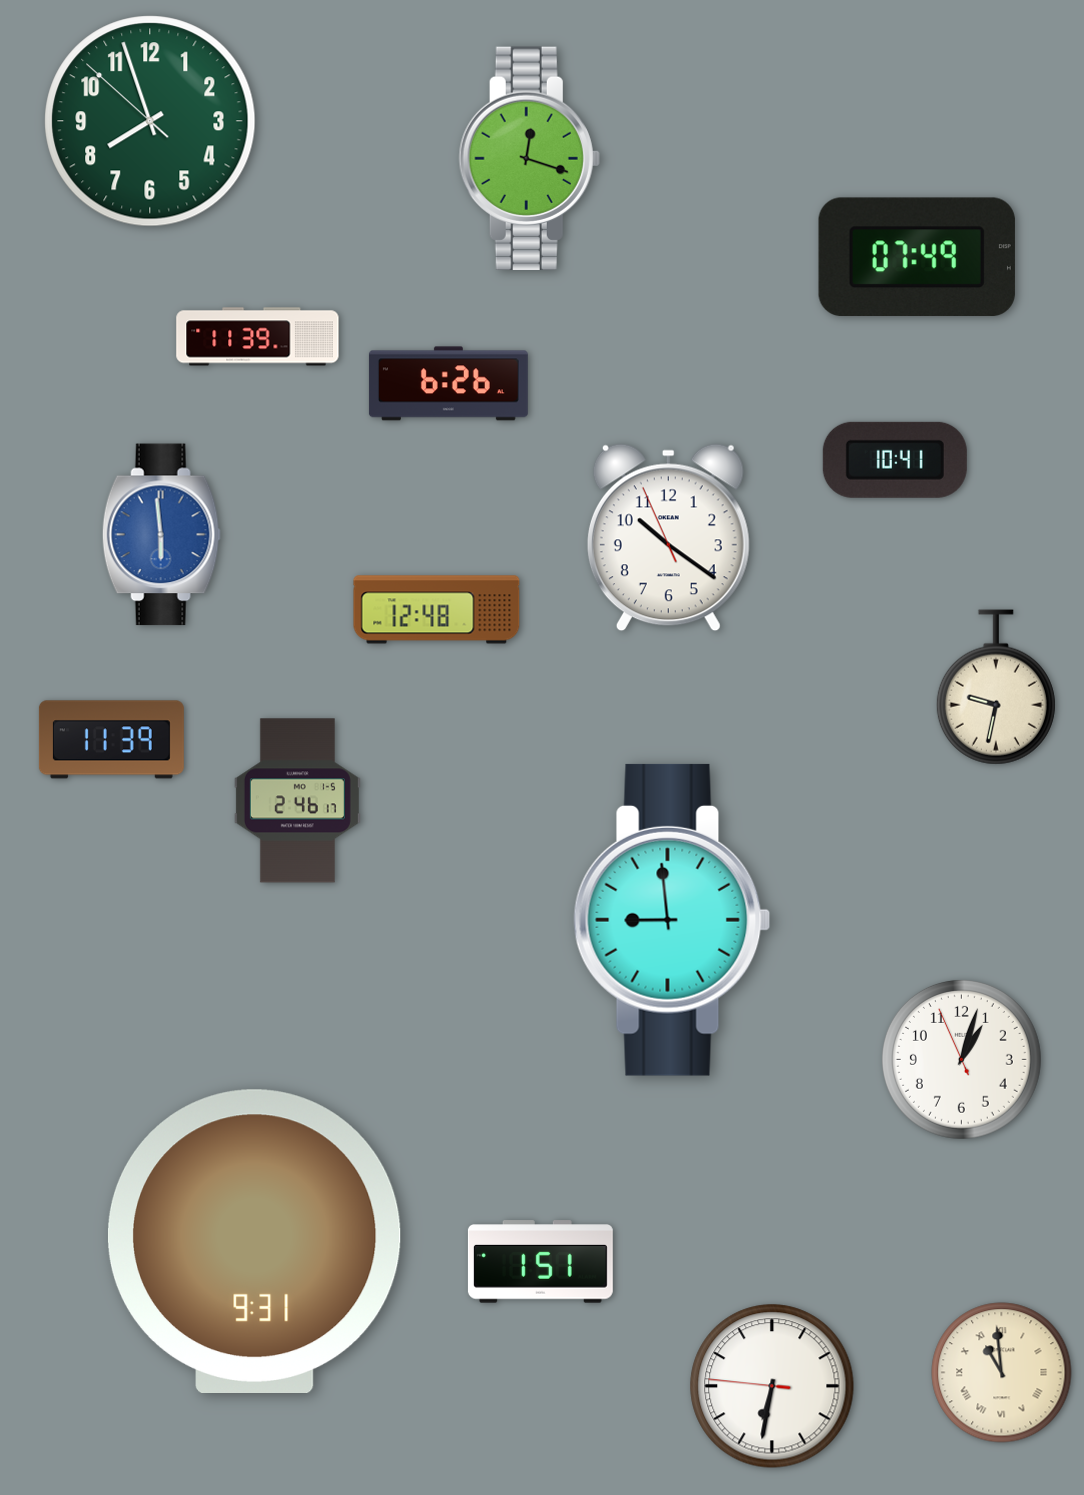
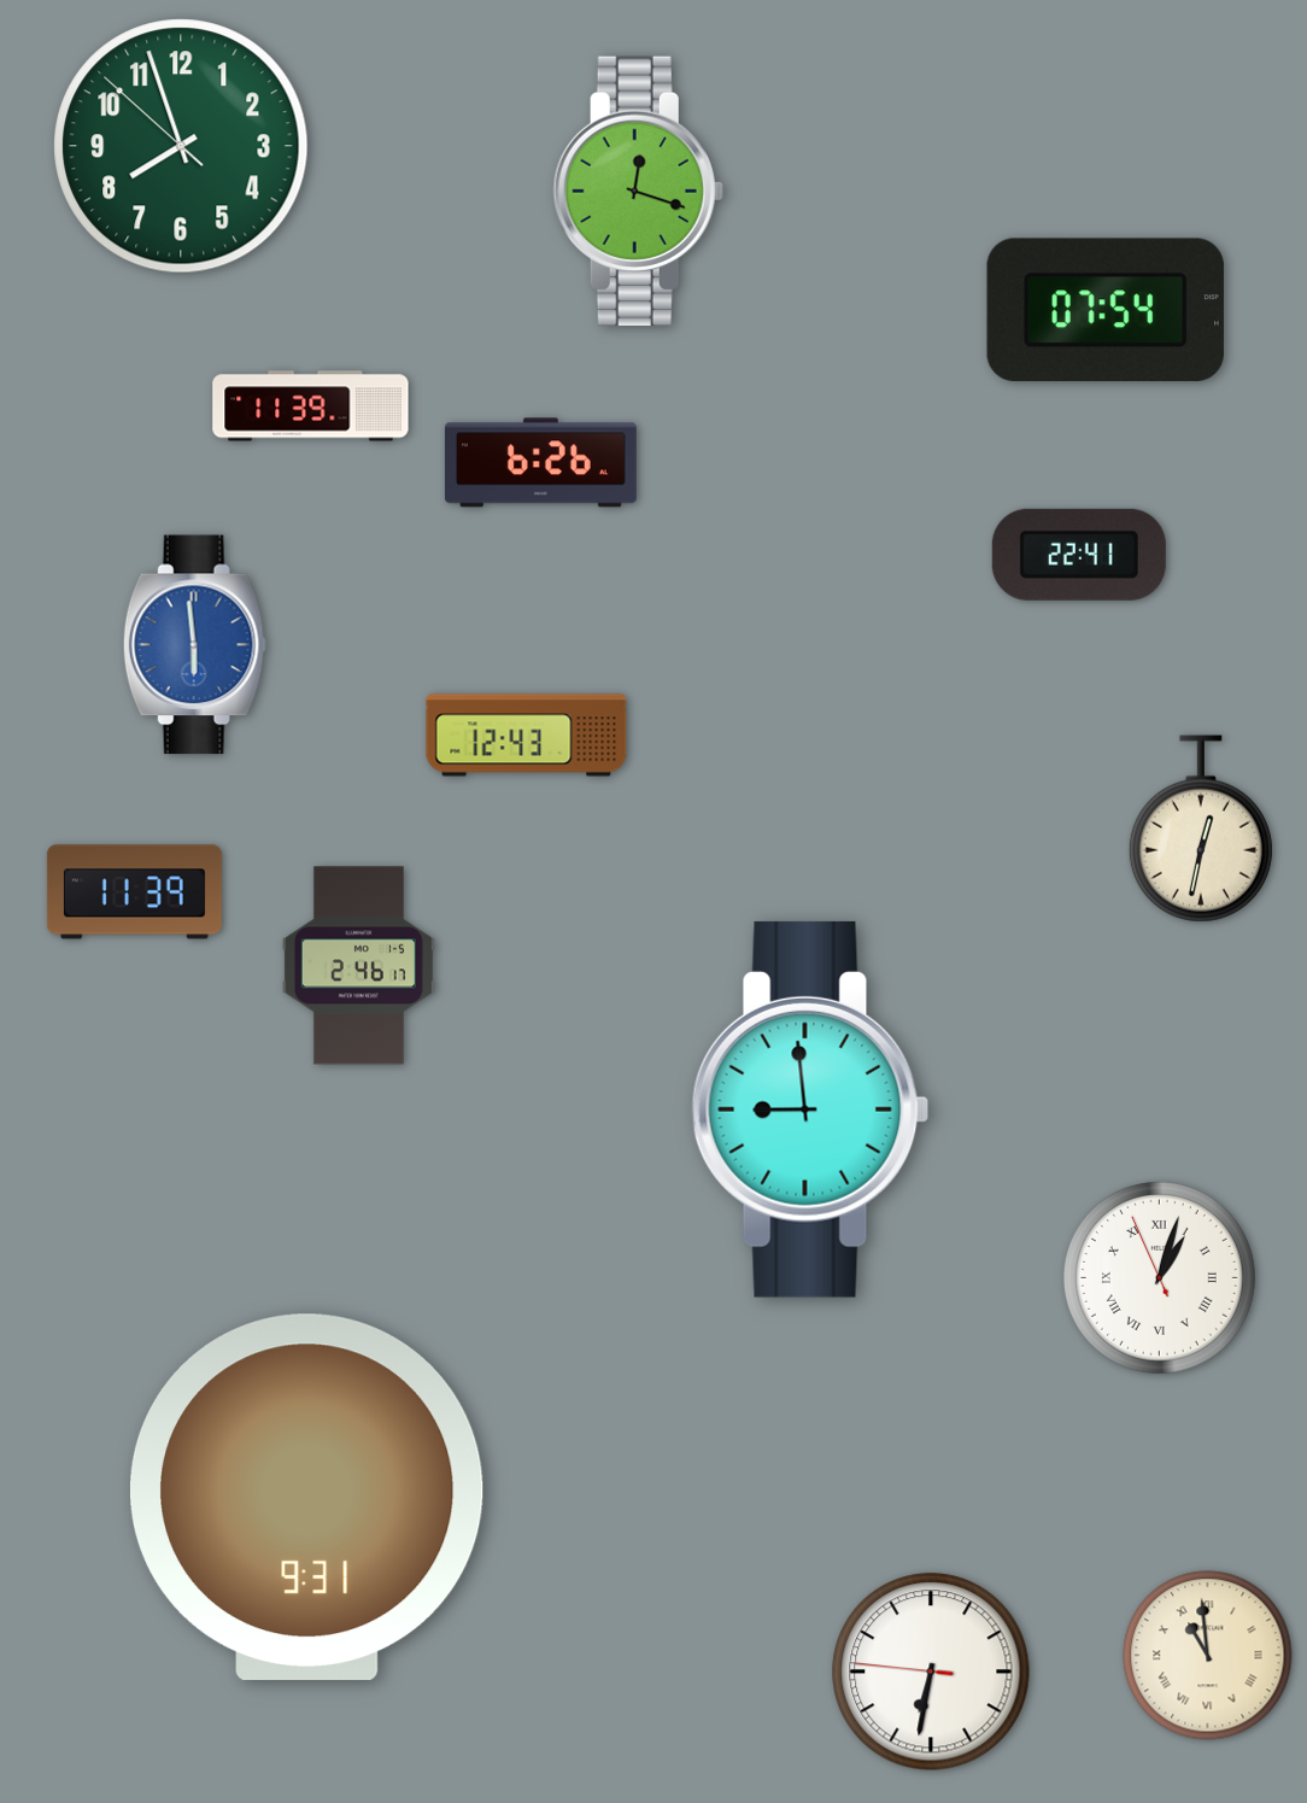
clock at (917, 257): 07:49 -> 07:54
clock at (895, 460): 10:41 -> 22:41
clock at (668, 538): 10:20 -> none
clock at (437, 610): 12:48 -> 12:43
clock at (996, 687): 9:32 -> 12:32
clock at (961, 1059) numerals: Arabic -> Roman
clock at (540, 1262): 1:51 -> none
